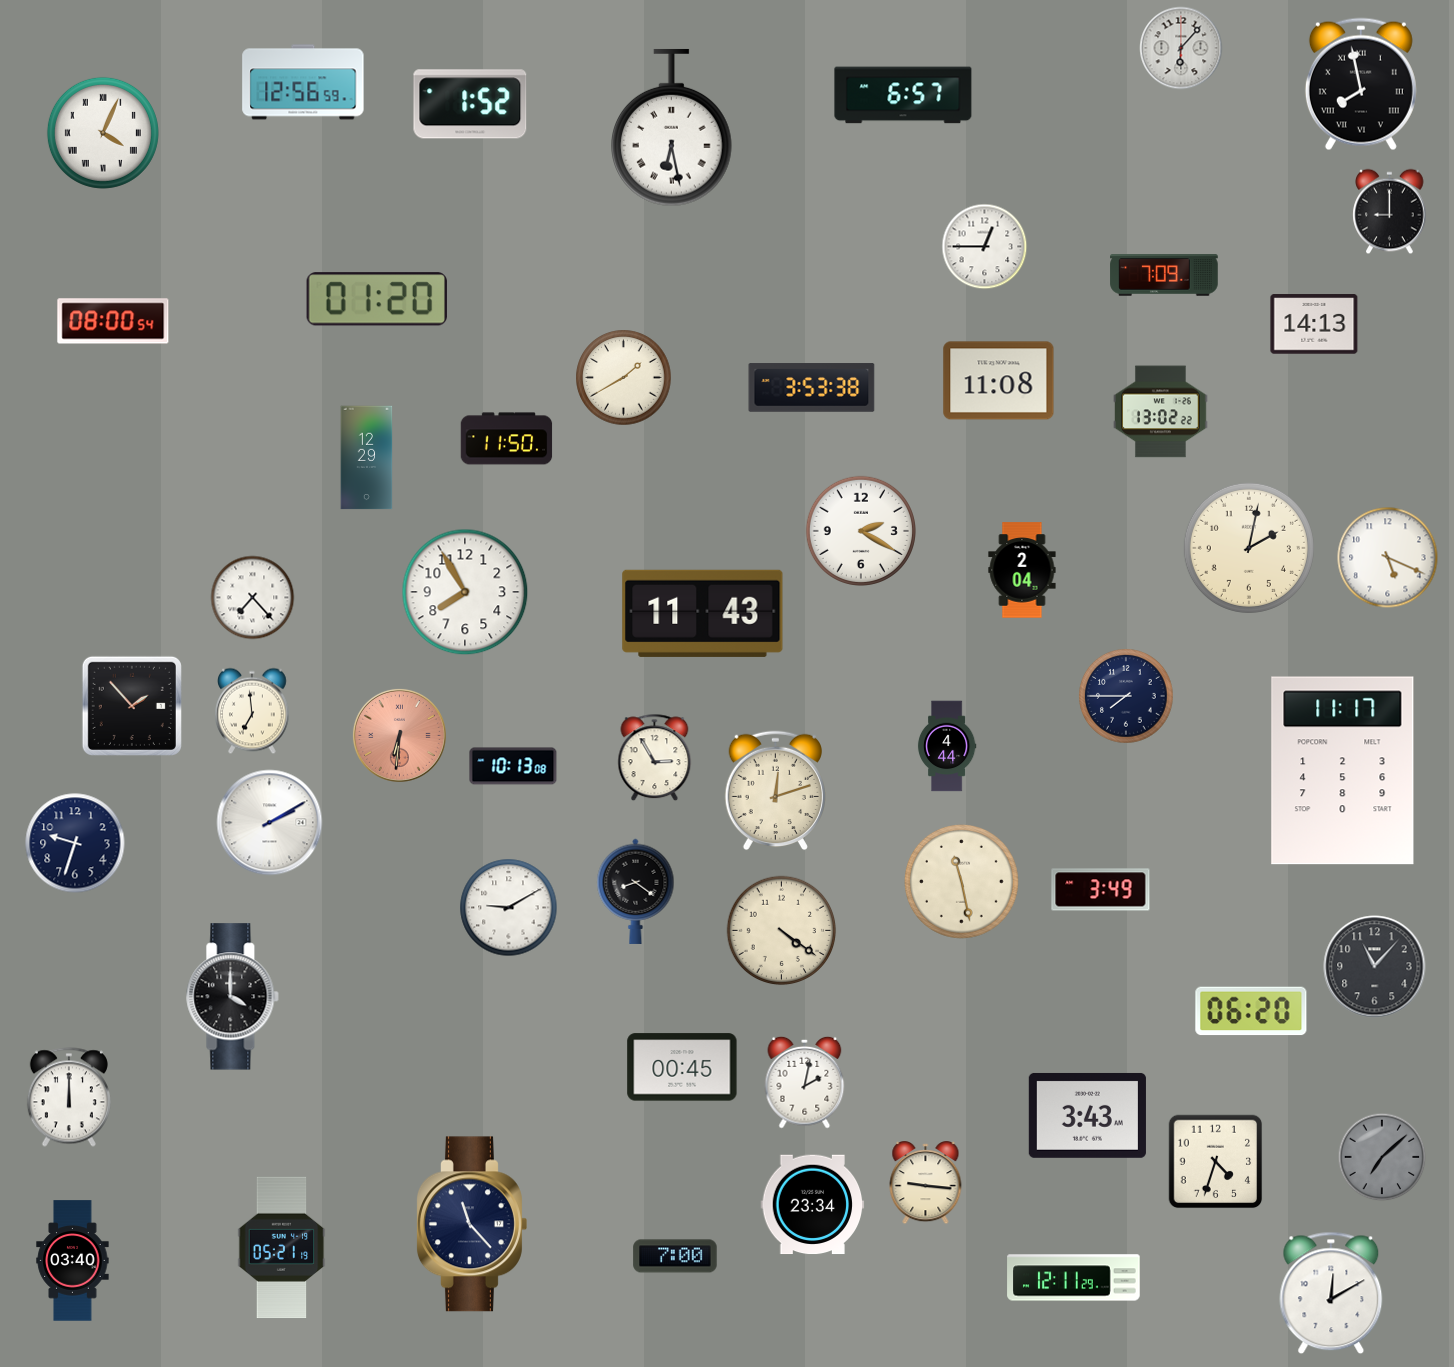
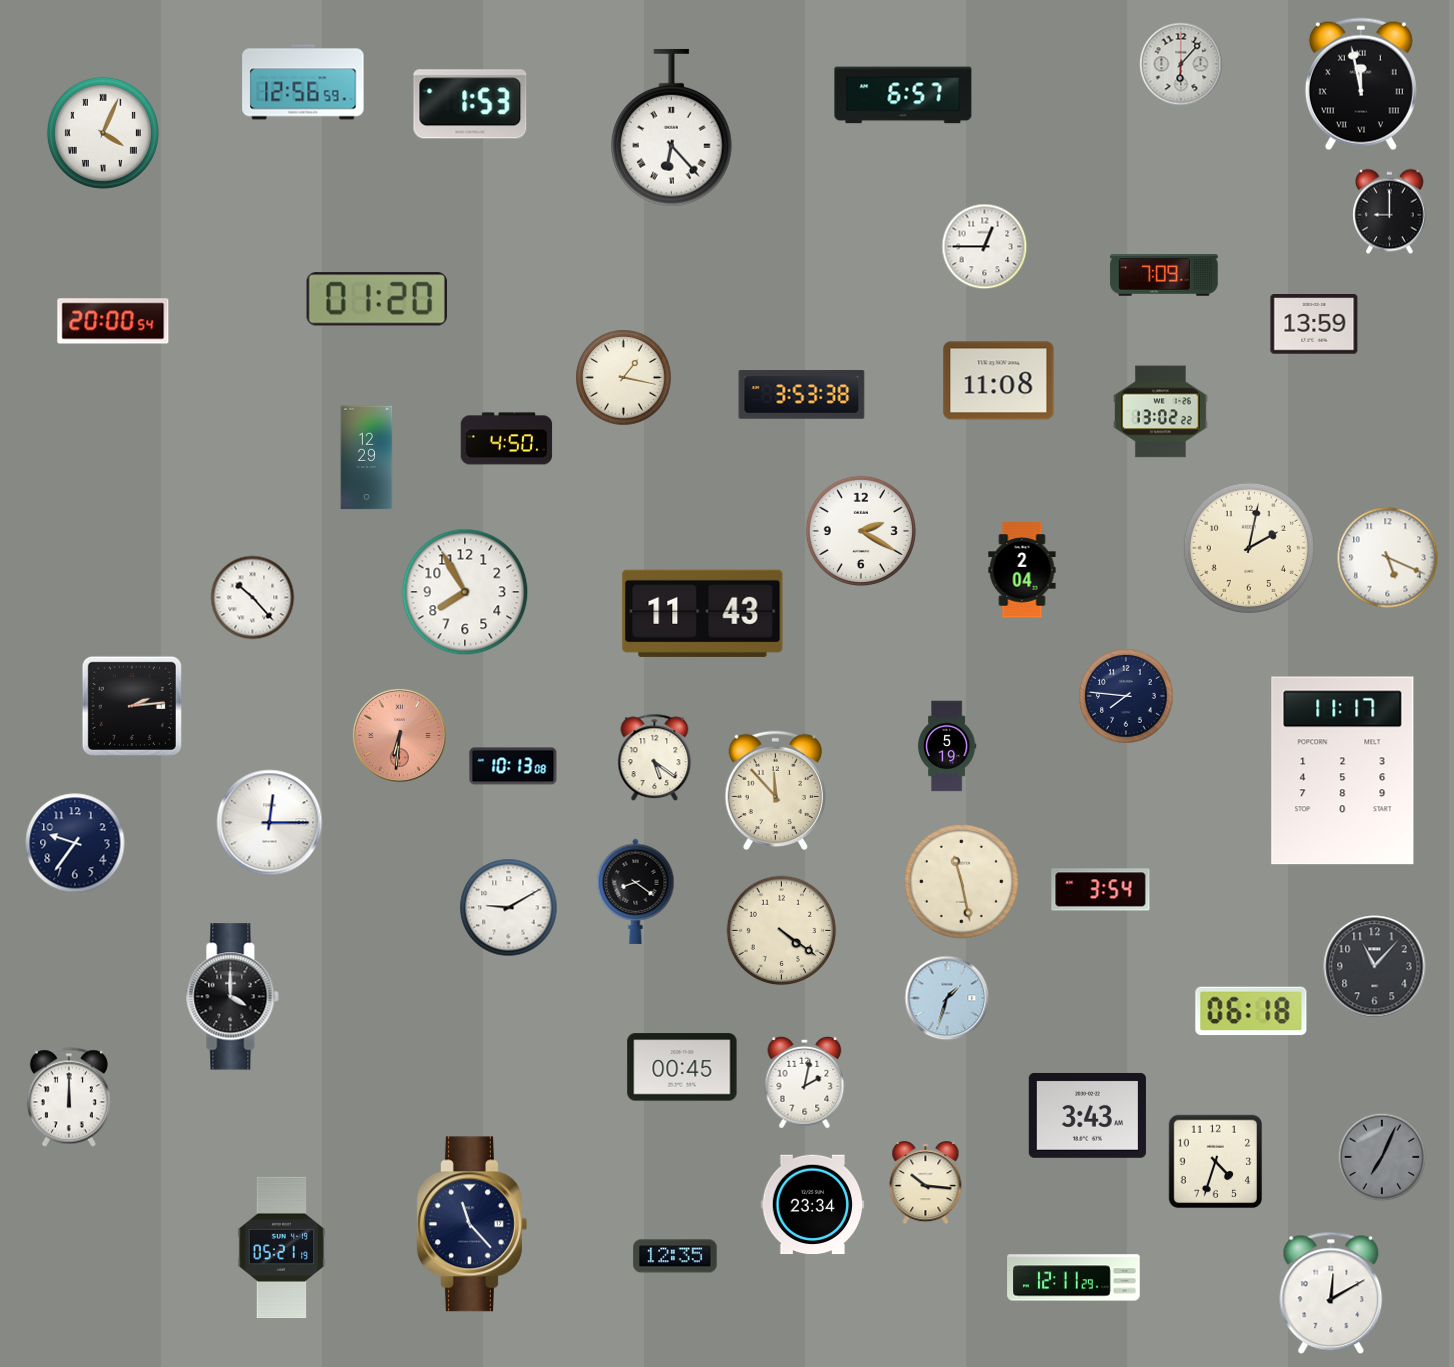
clock at (1181, 48) position: (1181, 48) -> (1181, 64)
clock at (1361, 84): 7:58 -> 11:58
clock at (470, 104): 1:52 -> 1:53
clock at (672, 128): 6:28 -> 6:23
clock at (113, 321): 08:00 -> 20:00
clock at (1314, 324): 14:13 -> 13:59
clock at (624, 378): 1:40 -> 1:17
clock at (812, 388) position: (812, 388) -> (802, 395)
clock at (507, 439): 11:50 -> 4:50
clock at (253, 598): 7:23 -> 10:23
clock at (1126, 696): 7:45 -> 7:46
clock at (132, 706): 1:53 -> 2:14
clock at (253, 711): 6:59 -> none
clock at (947, 746): 4:44 -> 5:19
clock at (655, 758): 2:55 -> 5:21
clock at (775, 791): 12:12 -> 11:53
clock at (270, 823): 2:10 -> 12:15
clock at (75, 843): 9:33 -> 9:36
clock at (1101, 890): 3:49 -> 3:54
clock at (947, 998): none -> 1:33
clock at (1251, 1011): 06:20 -> 06:18
clock at (1382, 1157): 7:08 -> 7:04
clock at (926, 1183): 9:16 -> 10:16
clock at (675, 1256): 7:00 -> 12:35
clock at (73, 1261): 03:40 -> none
